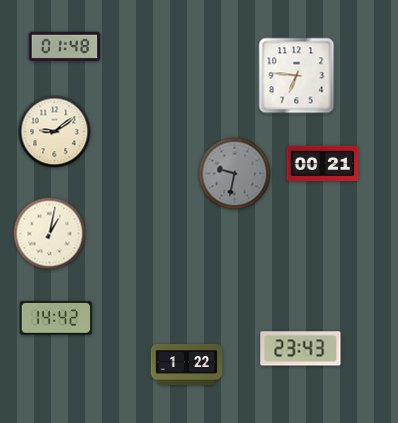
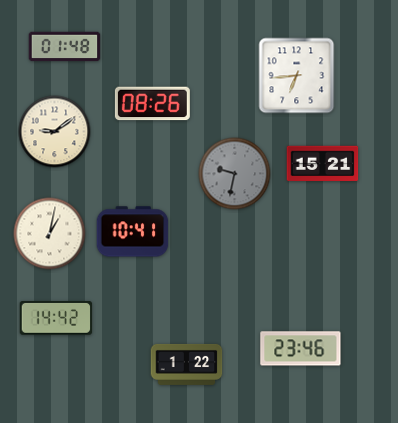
clock at (297, 76): 6:46 -> 6:44
clock at (152, 104): none -> 08:26
clock at (323, 164): 00:21 -> 15:21
clock at (133, 232): none -> 10:41
clock at (301, 349): 23:43 -> 23:46
